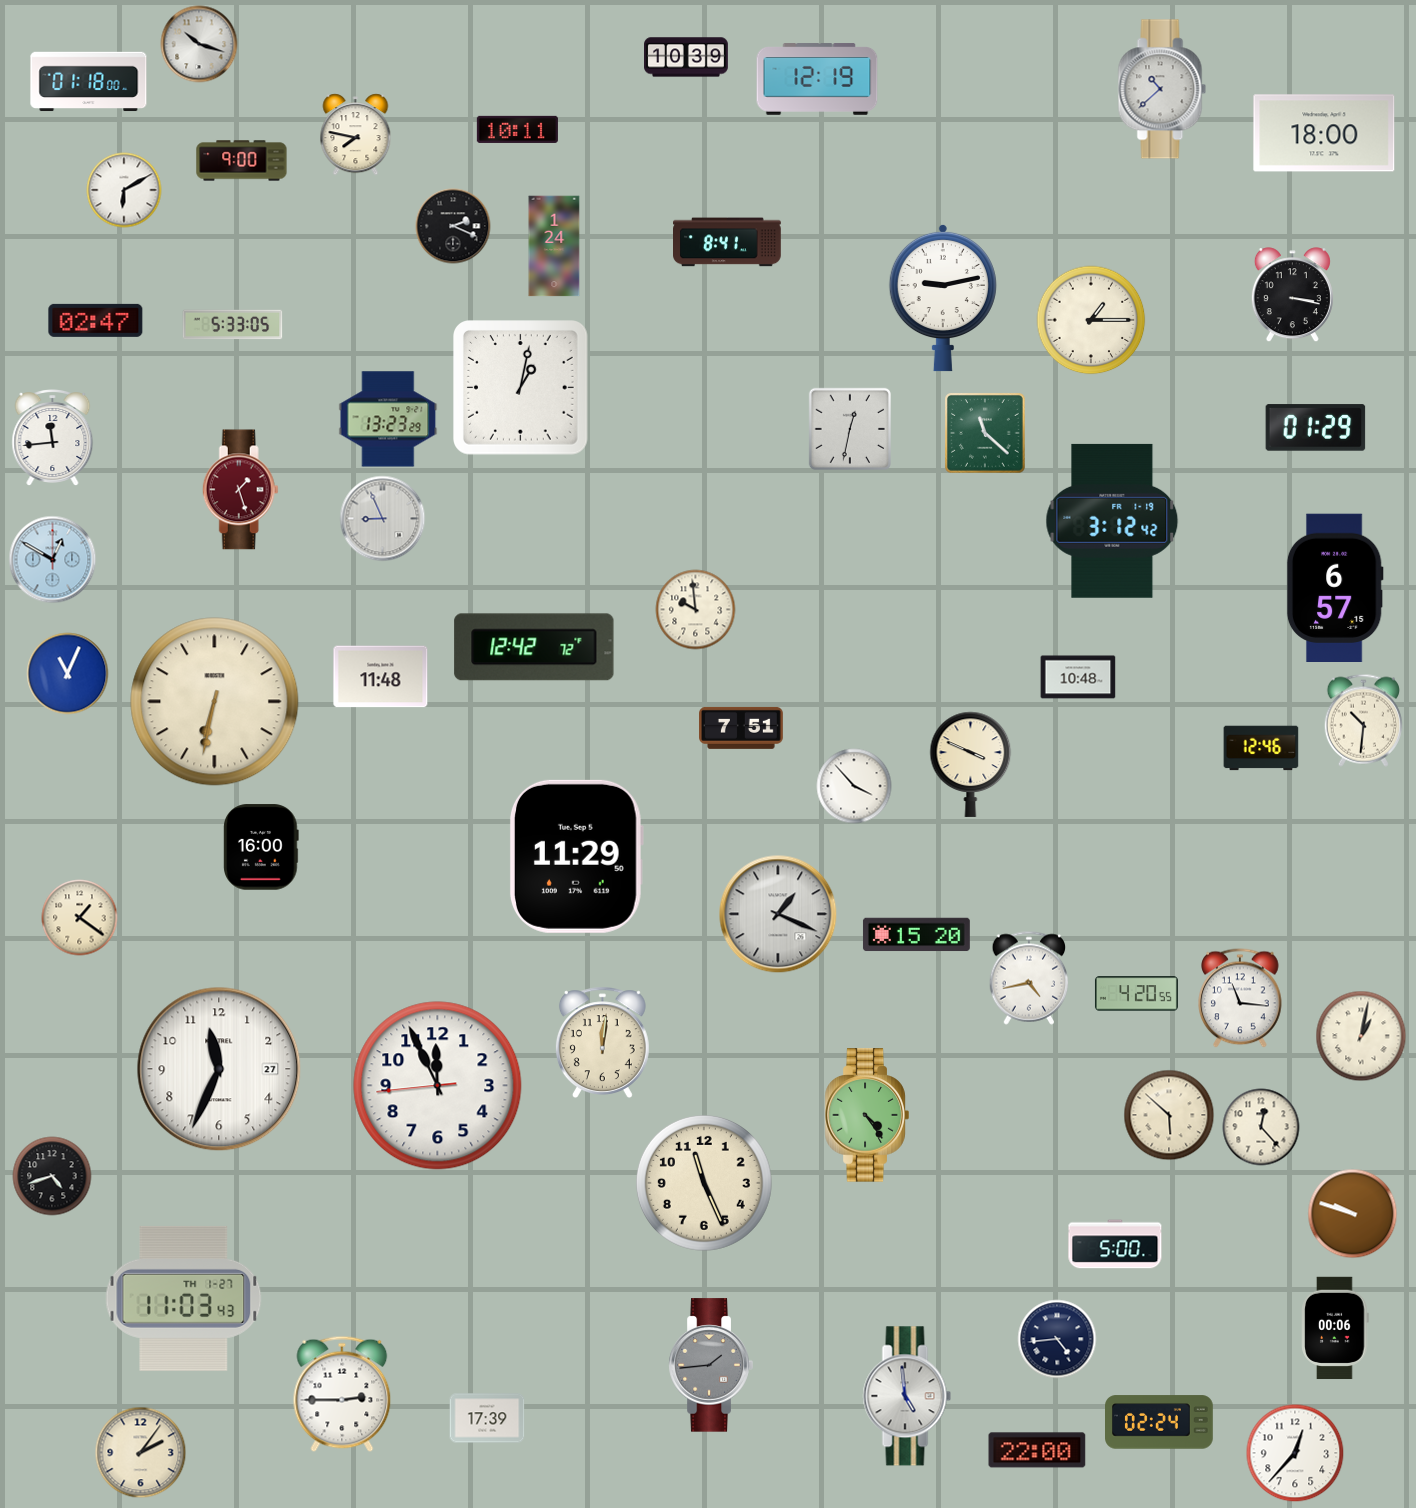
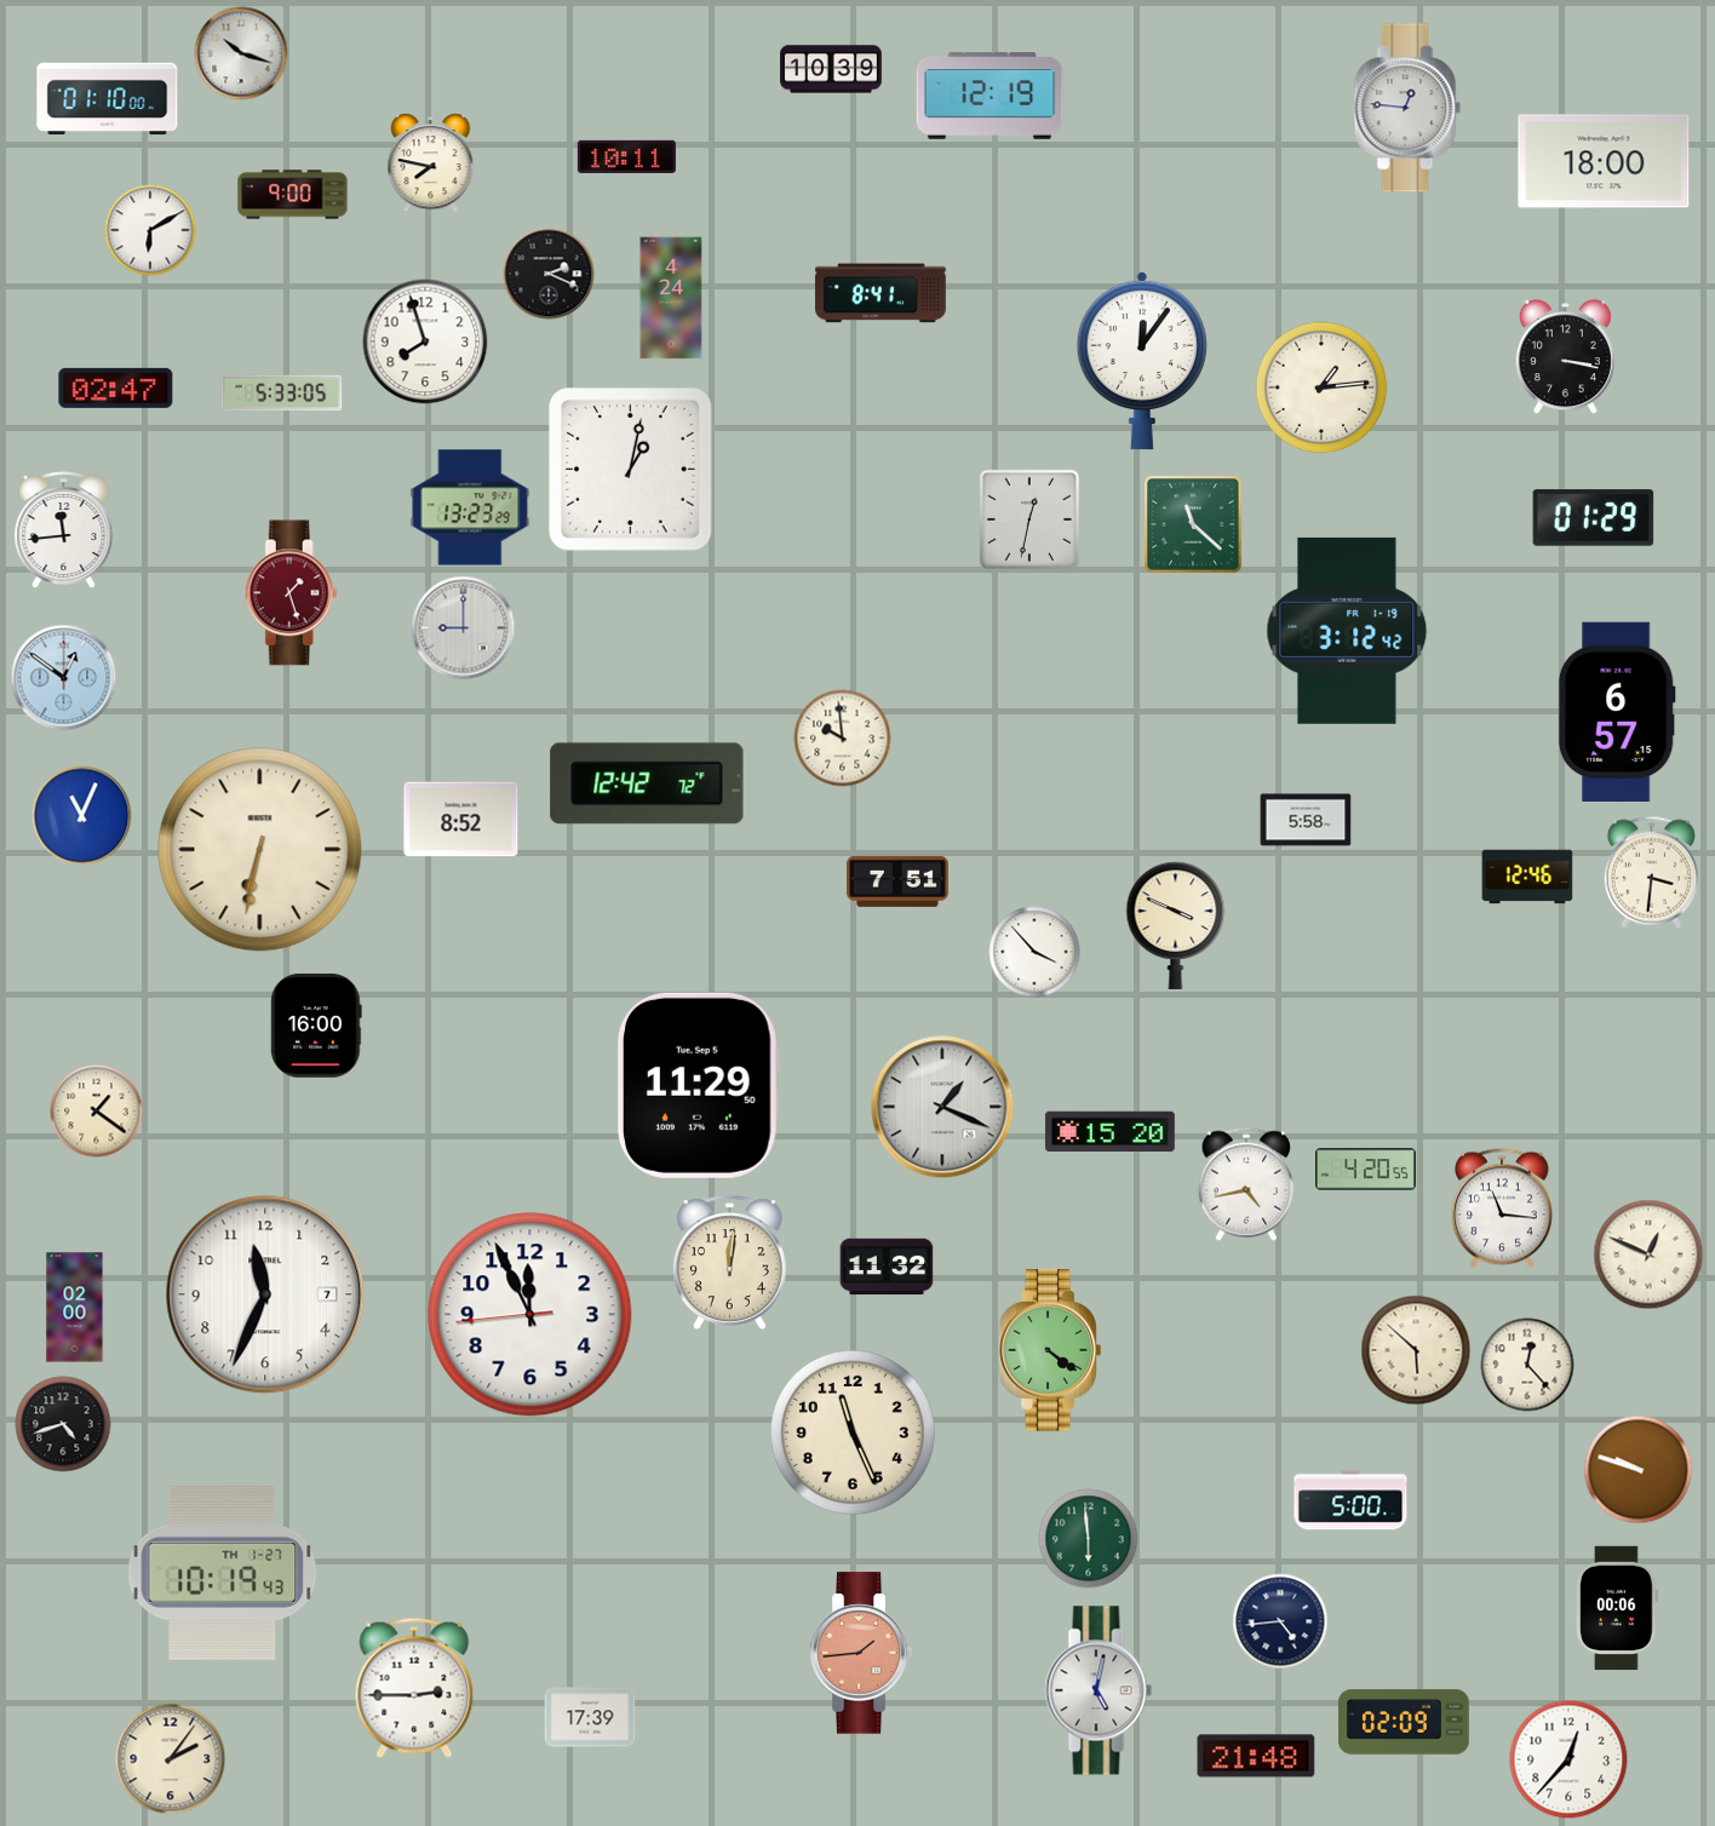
clock at (89, 82): 01:18 -> 01:10
clock at (1162, 89): 10:38 -> 12:46
clock at (554, 246): 1:24 -> 4:24
clock at (425, 341): none -> 7:57
clock at (943, 298): 9:13 -> 12:06
clock at (1091, 320): 1:15 -> 1:14
clock at (383, 519): 8:56 -> 9:00
clock at (53, 560): 12:50 -> 12:51
clock at (381, 677): 11:48 -> 8:52
clock at (1078, 677): 10:48 -> 5:58
clock at (1363, 720): 10:31 -> 3:31
clock at (1261, 748) position: (1261, 748) -> (1527, 877)
clock at (576, 856) position: (576, 856) -> (698, 1085)
clock at (1136, 994) position: (1136, 994) -> (1365, 1170)
clock at (1361, 1036): 1:02 -> 12:49
clock at (887, 1267): none -> 11:32
clock at (219, 1069) date: 27 -> 7
clock at (75, 1308): none -> 02:00
clock at (867, 1115): 4:24 -> 4:21
clock at (1115, 1244) position: (1115, 1244) -> (1350, 1500)
clock at (1089, 1539): none -> 5:59
clock at (184, 1298): 11:03 -> 10:19
clock at (711, 1365) dial: grey -> salmon
clock at (907, 1396): 4:59 -> 5:02
clock at (1160, 1422): 02:24 -> 02:09
clock at (1037, 1450): 22:00 -> 21:48
